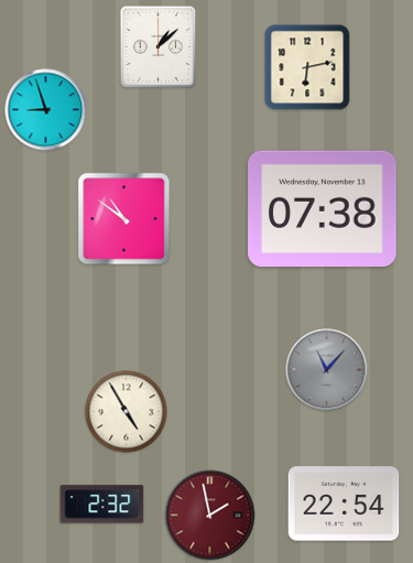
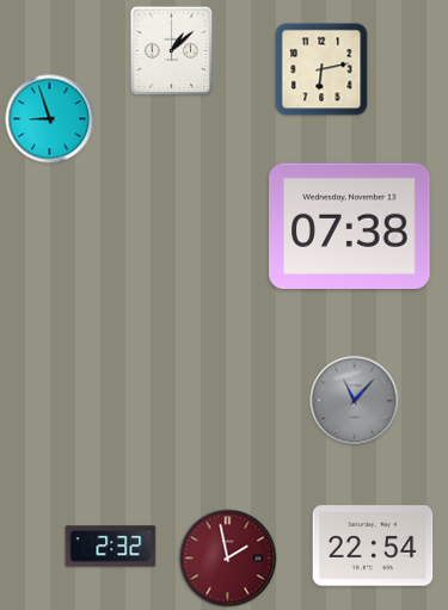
clock at (307, 67) position: (307, 67) -> (321, 69)
clock at (124, 219): 10:51 -> none
clock at (127, 412): 4:55 -> none
